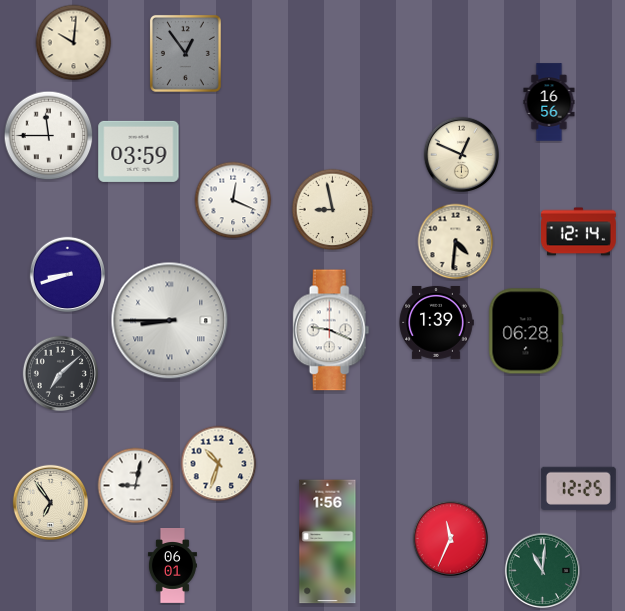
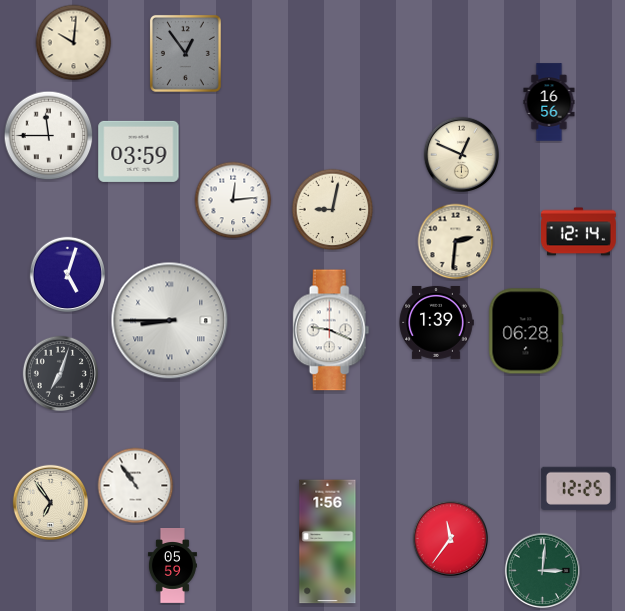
clock at (233, 200): 12:19 -> 12:14
clock at (333, 210): 8:58 -> 9:02
clock at (456, 242): 4:31 -> 2:31
clock at (67, 274): 8:42 -> 5:03
clock at (60, 373): 7:08 -> 7:03
clock at (219, 464): 10:33 -> none
clock at (136, 486): 9:02 -> 10:54
clock at (450, 538): 11:34 -> 11:36
clock at (172, 566): 06:01 -> 05:59
clock at (542, 570): 11:01 -> 3:01
